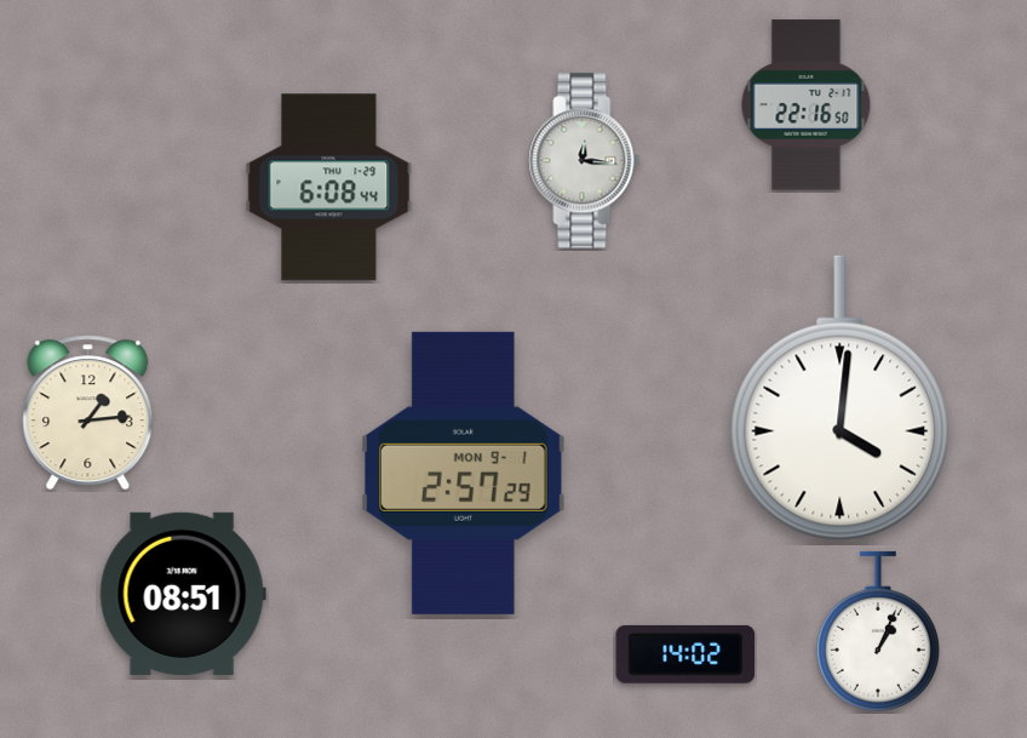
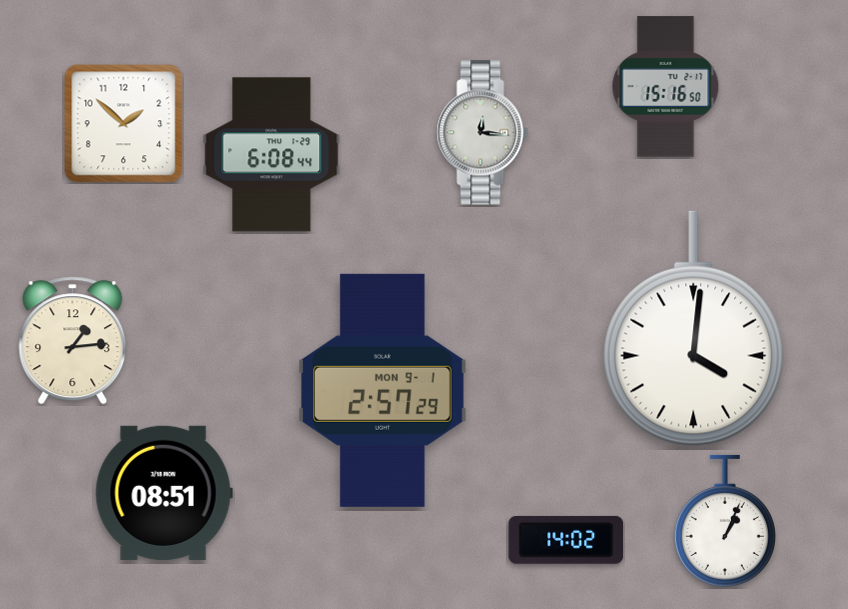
clock at (807, 105): 22:16 -> 15:16
clock at (124, 124): none -> 1:52
clock at (183, 594) position: (183, 594) -> (164, 493)
